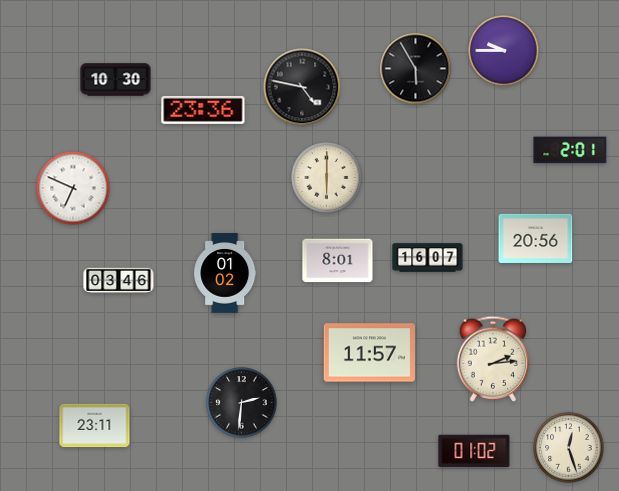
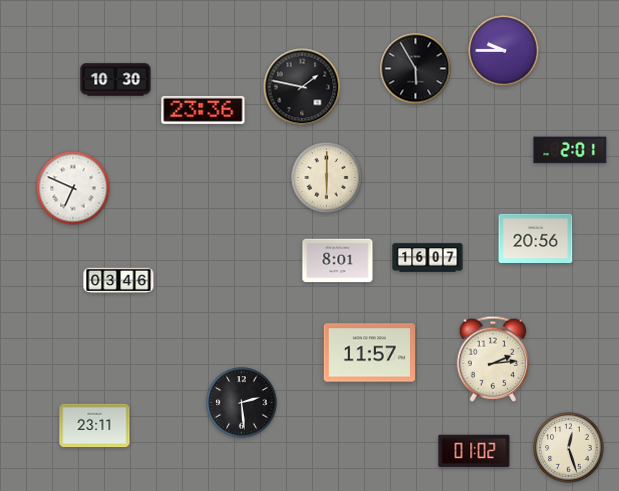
clock at (302, 87): 4:47 -> 1:47
clock at (225, 273): 01:02 -> none
clock at (242, 403): 2:31 -> 2:29
